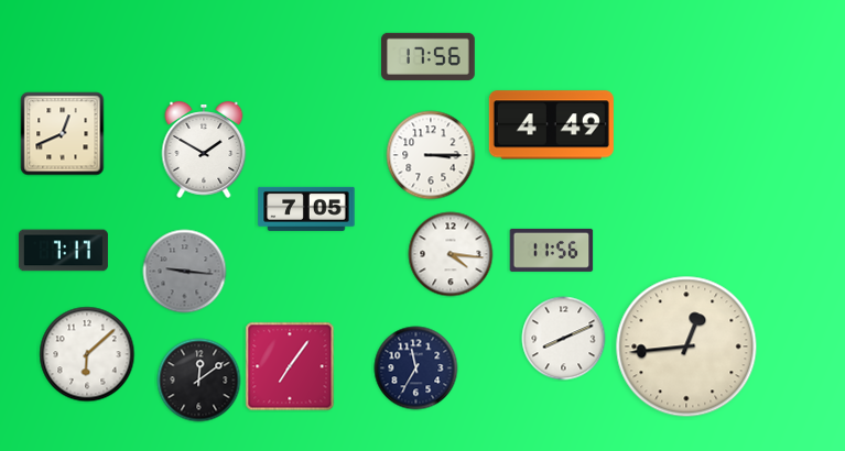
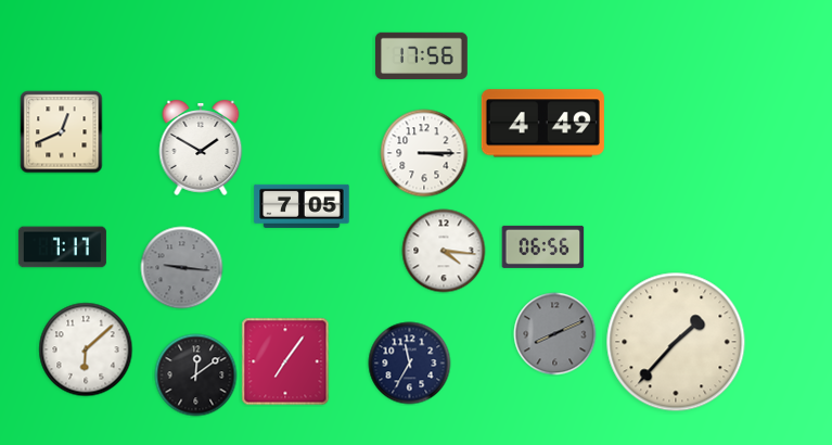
clock at (552, 250): 11:56 -> 06:56
clock at (564, 339) dial: white -> grey
clock at (686, 346): 12:44 -> 1:37
